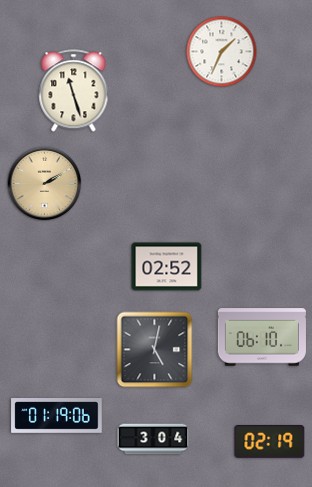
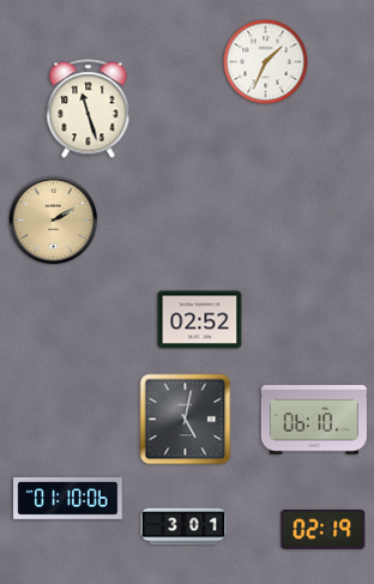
clock at (262, 337) position: (262, 337) -> (314, 420)
clock at (57, 416): 01:19 -> 01:10
clock at (153, 439): 3:04 -> 3:01
